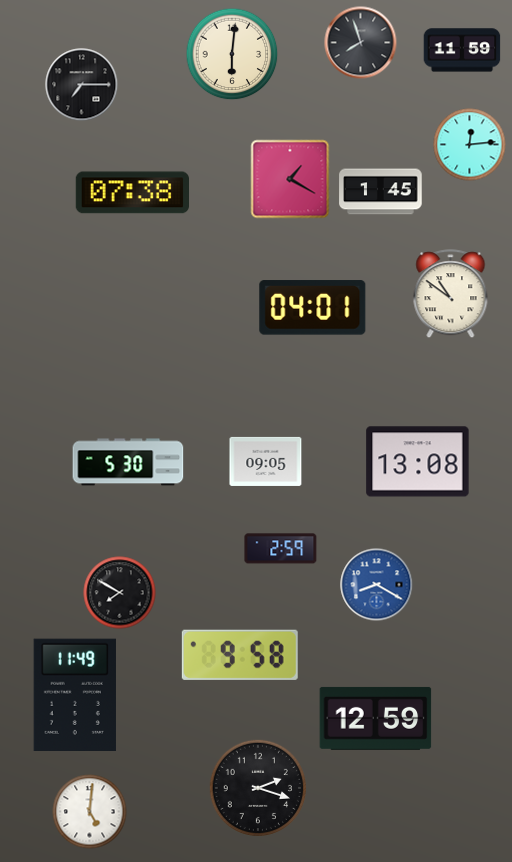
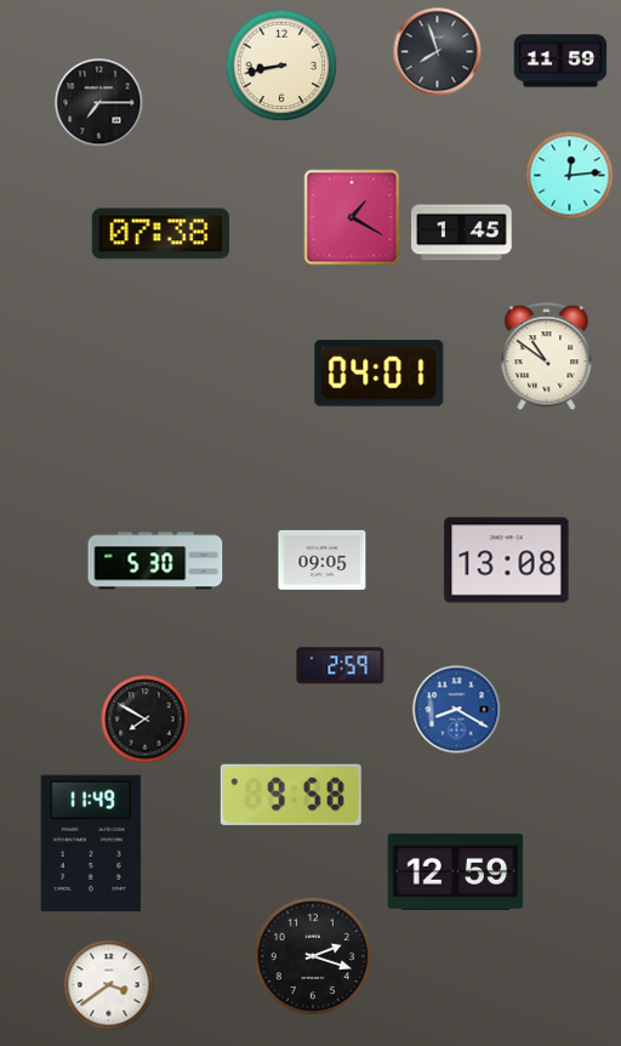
clock at (232, 54): 6:01 -> 8:43
clock at (90, 812): 5:01 -> 3:39
